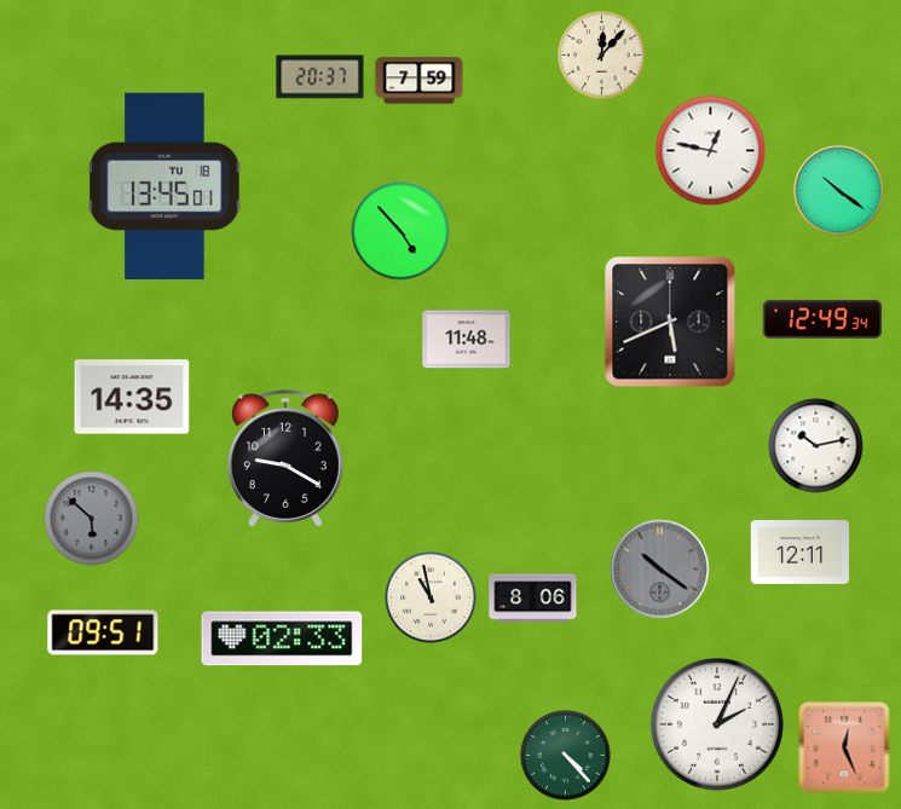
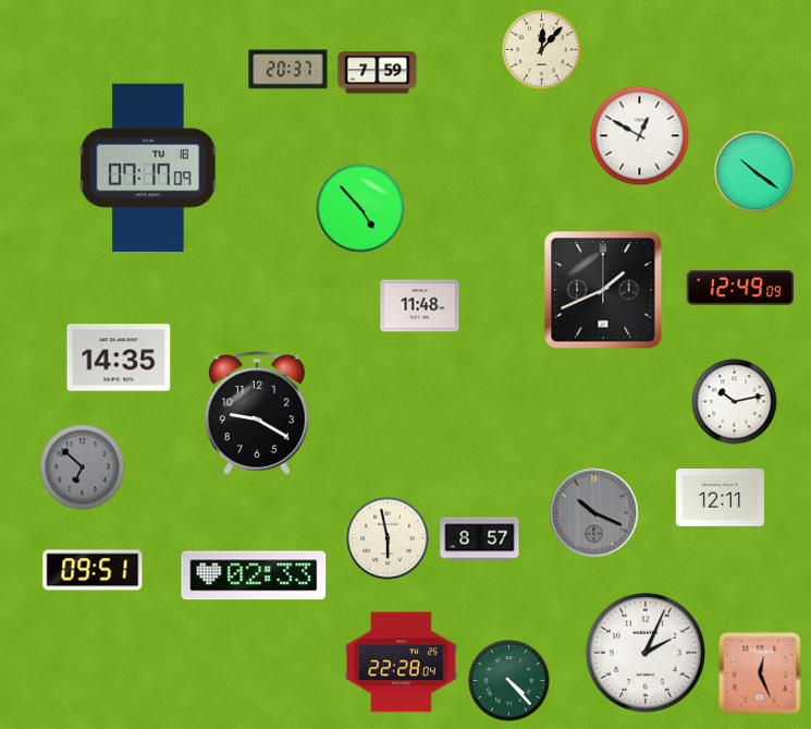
clock at (711, 151): 12:47 -> 12:50
clock at (164, 185): 13:45 -> 07:17
clock at (822, 319): 12:49:34 -> 12:49:09
clock at (670, 322): 5:41 -> 1:41
clock at (92, 519): 5:52 -> 6:52
clock at (660, 570): 10:21 -> 10:19
clock at (431, 597): 10:58 -> 5:58
clock at (533, 599): 8:06 -> 8:57
clock at (401, 663): none -> 22:28
